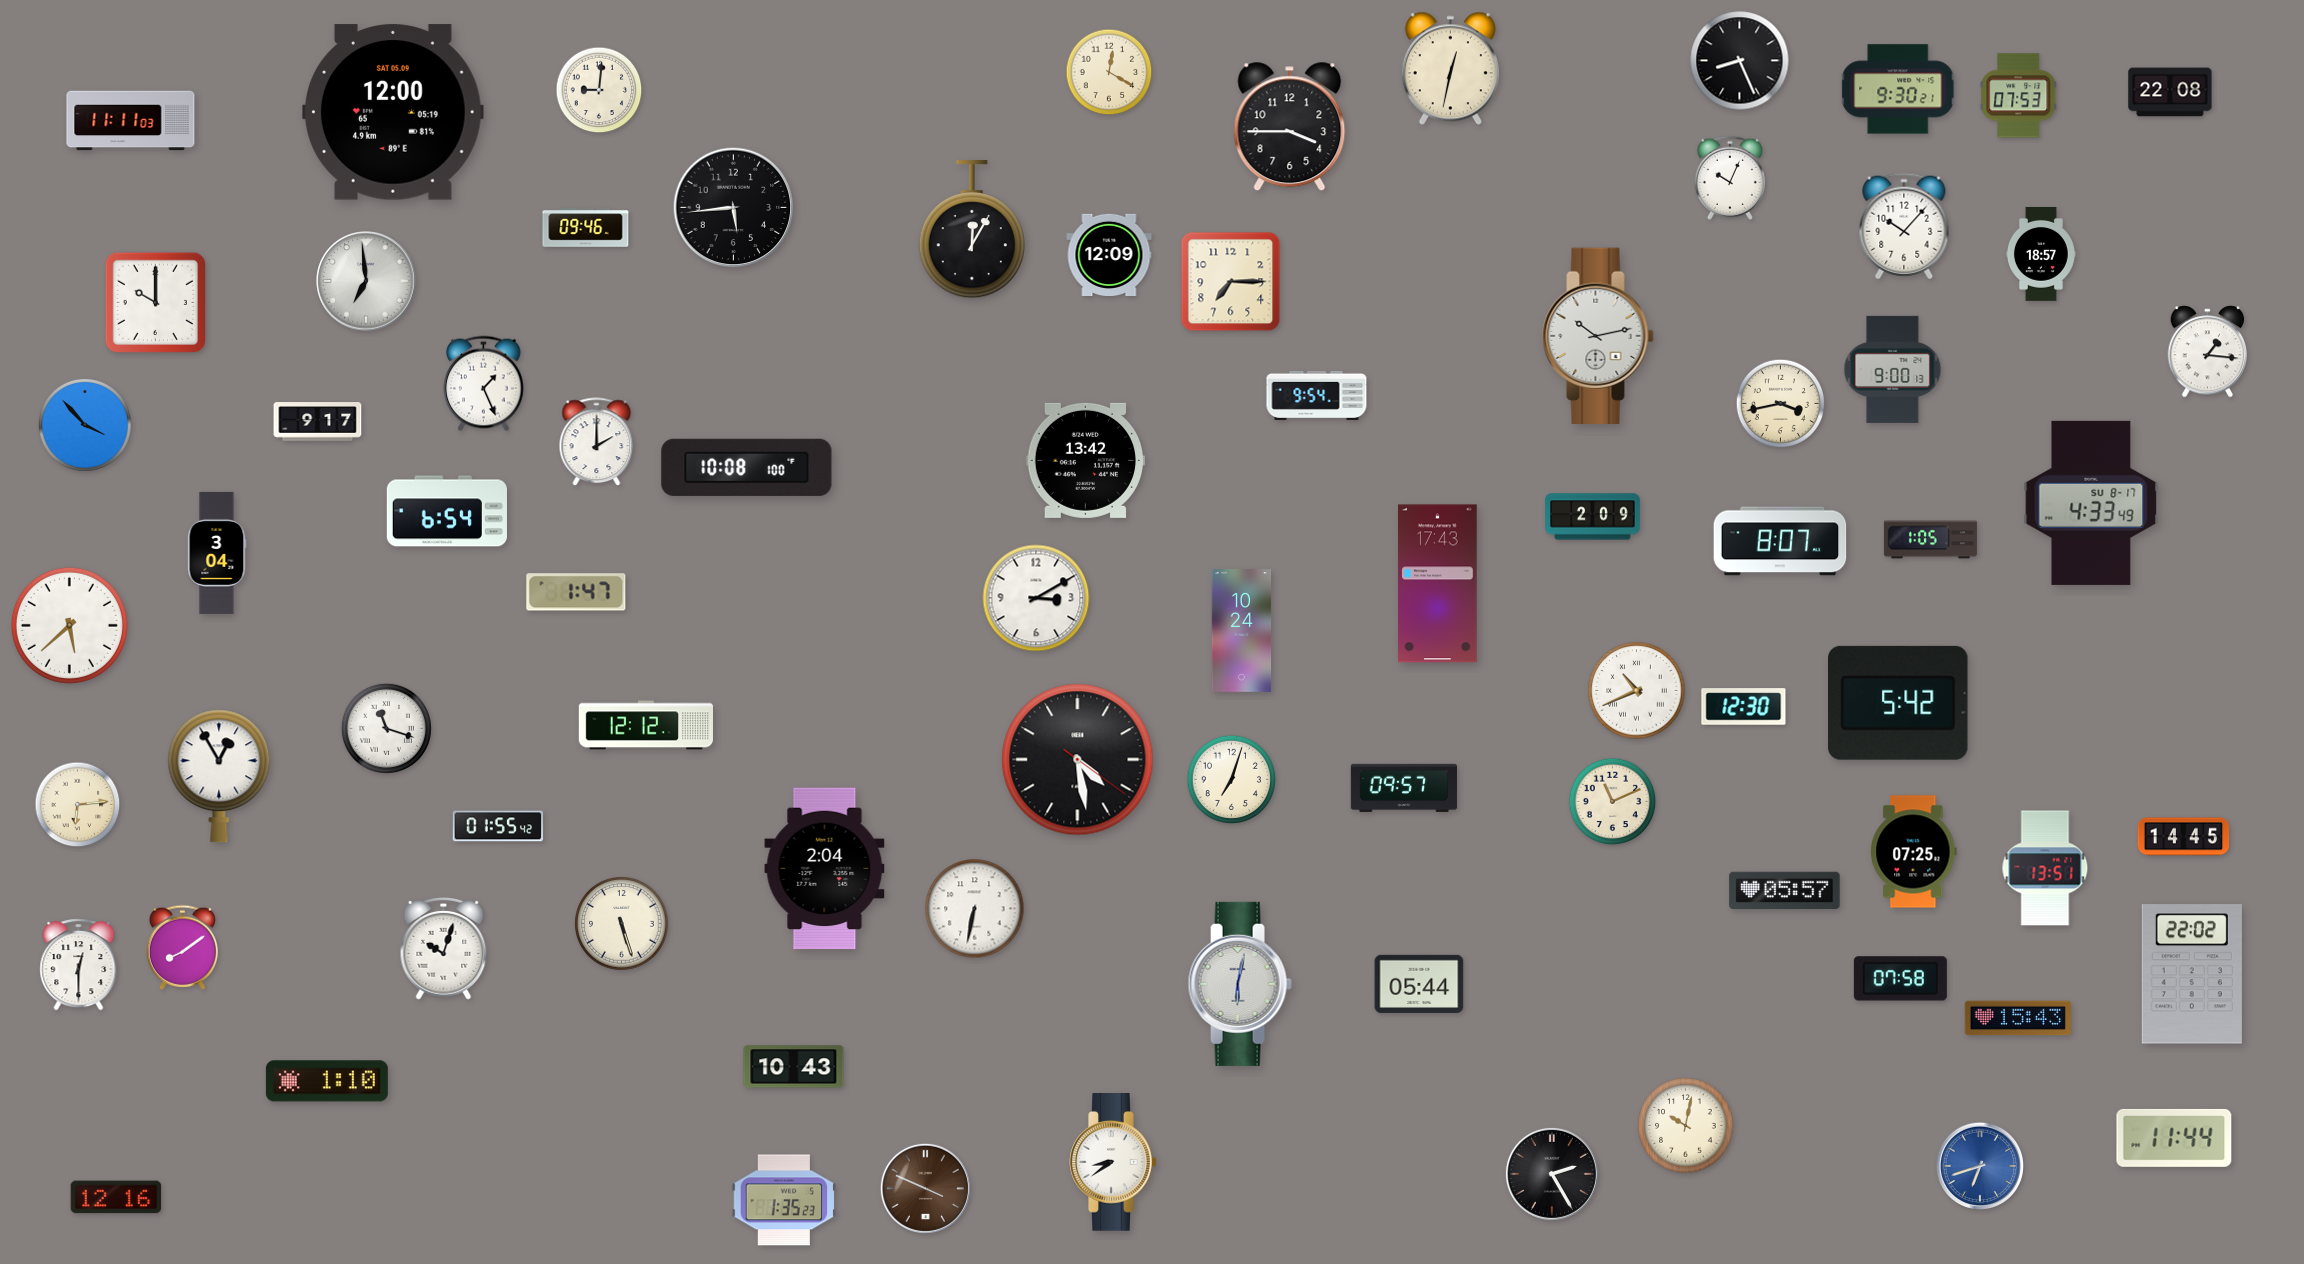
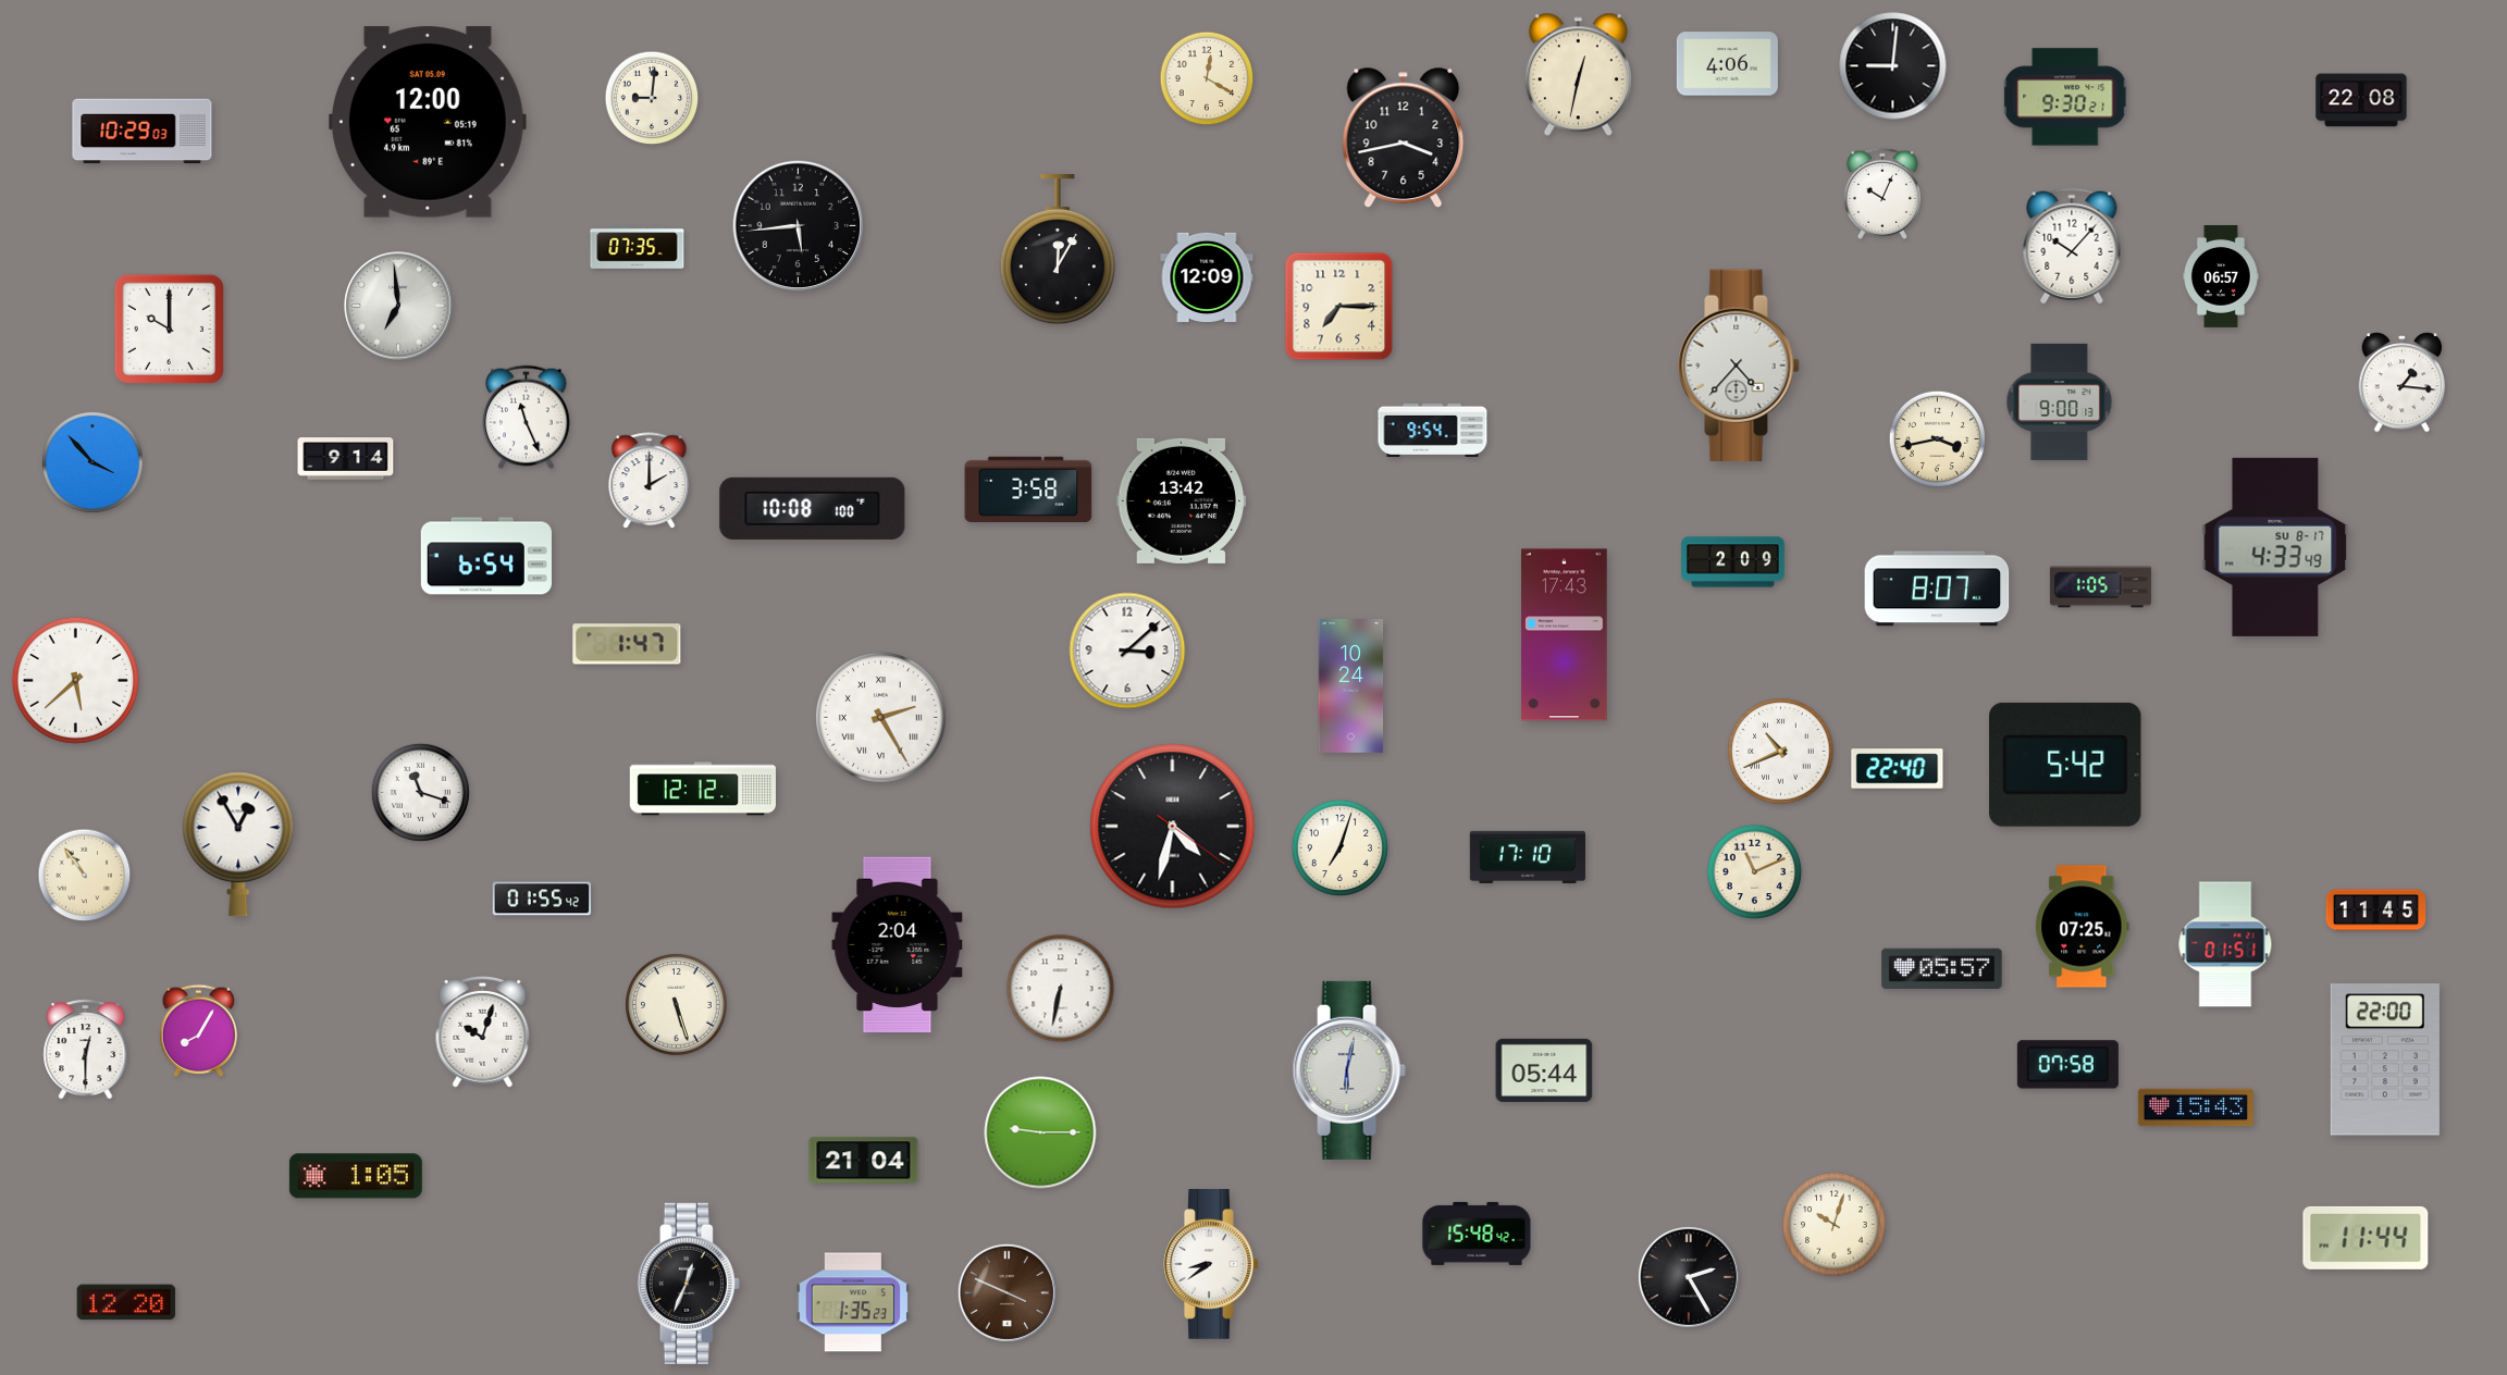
clock at (1727, 64): none -> 4:06
clock at (1740, 61): 8:26 -> 9:01
clock at (2019, 96): 07:53 -> none
clock at (131, 121): 11:11 -> 10:29
clock at (1290, 127): 3:45 -> 3:43
clock at (586, 228): 09:46 -> 07:35
clock at (2041, 255): 18:57 -> 06:57
clock at (1598, 335): 10:13 -> 4:37
clock at (484, 384): 1:26 -> 11:26
clock at (318, 422): 9:17 -> 9:14
clock at (1028, 490): none -> 3:58
clock at (217, 553): 3:04 -> none
clock at (1036, 598): 3:10 -> 3:08
clock at (881, 718): none -> 2:25
clock at (1744, 707): 12:30 -> 22:40
clock at (1078, 760): 4:28 -> 4:32
clock at (1404, 788): 09:57 -> 17:10
clock at (78, 805): 6:14 -> 10:54
clock at (2184, 837): 14:45 -> 11:45
clock at (2045, 868): 13:51 -> 01:51
clock at (182, 947): 8:09 -> 8:05
clock at (2192, 974): 22:02 -> 22:00
clock at (1040, 1132): none -> 9:15
clock at (794, 1067): 10:43 -> 21:04
clock at (327, 1081): 1:10 -> 1:05
clock at (1686, 1126): 10:02 -> 10:03
clock at (1477, 1234): none -> 15:48
clock at (1979, 1165): 6:42 -> none
clock at (689, 1284): none -> 12:34
clock at (116, 1197): 12:16 -> 12:20
clock at (784, 1200) position: (784, 1200) -> (853, 1302)
